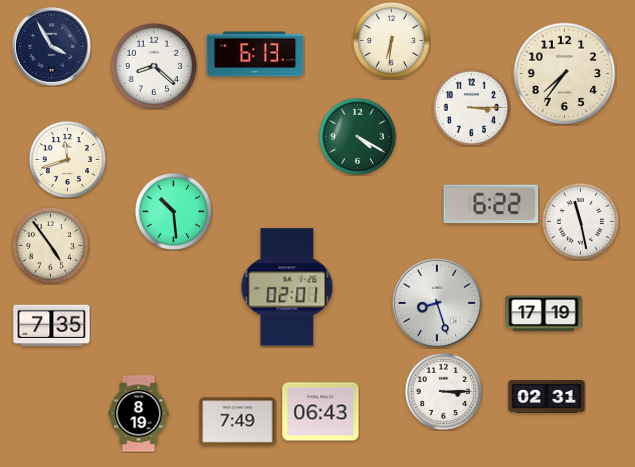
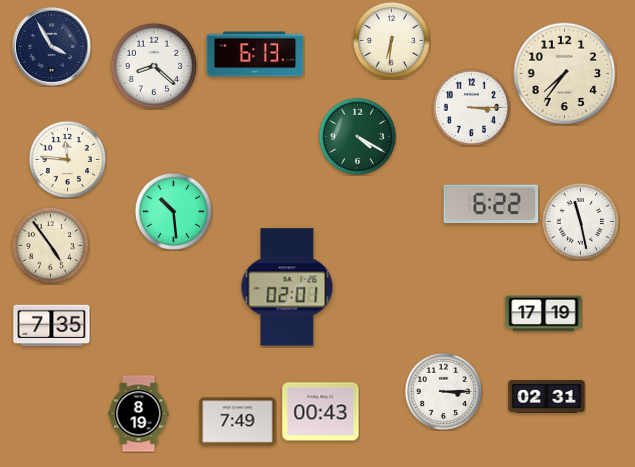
clock at (67, 159): 11:42 -> 11:46
clock at (437, 303): 8:27 -> none
clock at (321, 412): 06:43 -> 00:43
